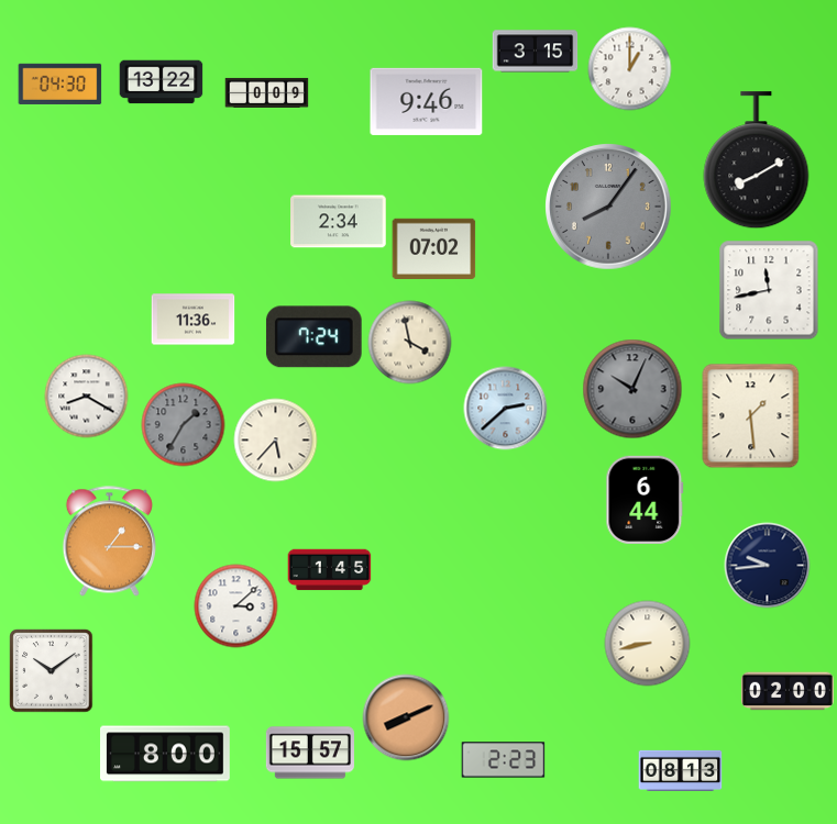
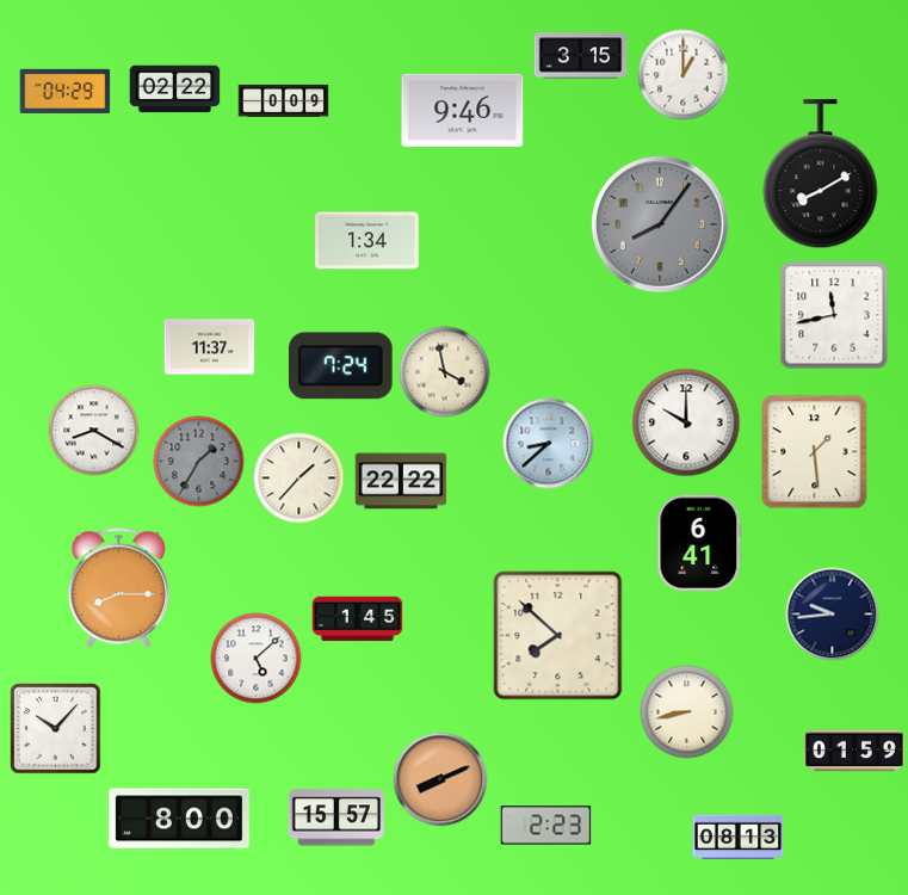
clock at (162, 82): 13:22 -> 02:22
clock at (60, 83): 04:30 -> 04:29
clock at (267, 92) position: (267, 92) -> (284, 100)
clock at (339, 222): 2:34 -> 1:34
clock at (434, 248): 07:02 -> none
clock at (194, 320): 11:36 -> 11:37
clock at (632, 389): 10:04 -> 10:00
clock at (632, 389) dial: grey -> white
clock at (506, 409): 2:38 -> 8:38
clock at (276, 441): 5:37 -> 1:37
clock at (401, 481): none -> 22:22
clock at (645, 500): 6:44 -> 6:41
clock at (109, 542): 1:15 -> 8:15
clock at (558, 636): none -> 7:52
clock at (236, 606): 3:08 -> 5:08
clock at (648, 644) position: (648, 644) -> (687, 712)
clock at (52, 671): 10:09 -> 10:07
clock at (788, 691): 02:00 -> 01:59
